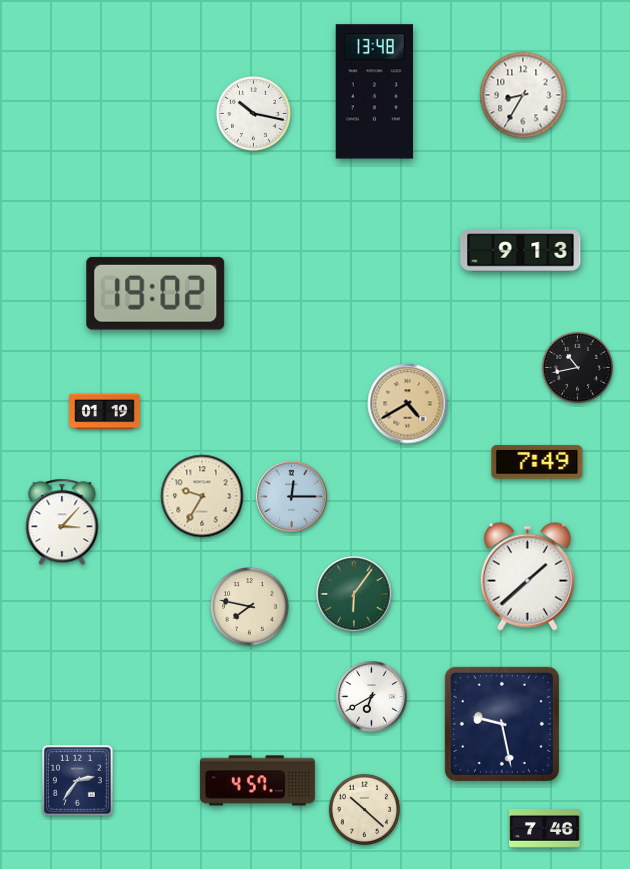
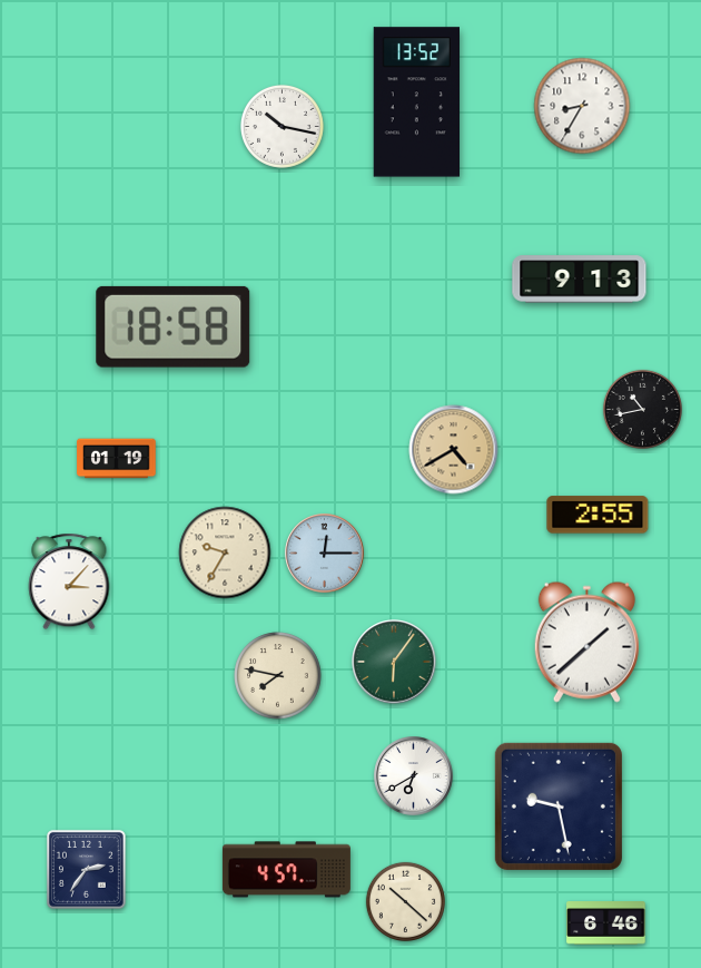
clock at (374, 92): 13:48 -> 13:52
clock at (156, 293): 19:02 -> 18:58
clock at (537, 462): 7:49 -> 2:55
clock at (545, 829): 7:46 -> 6:46
